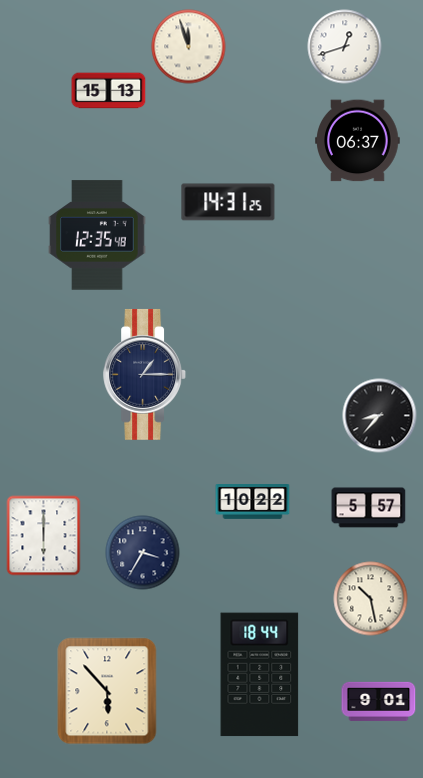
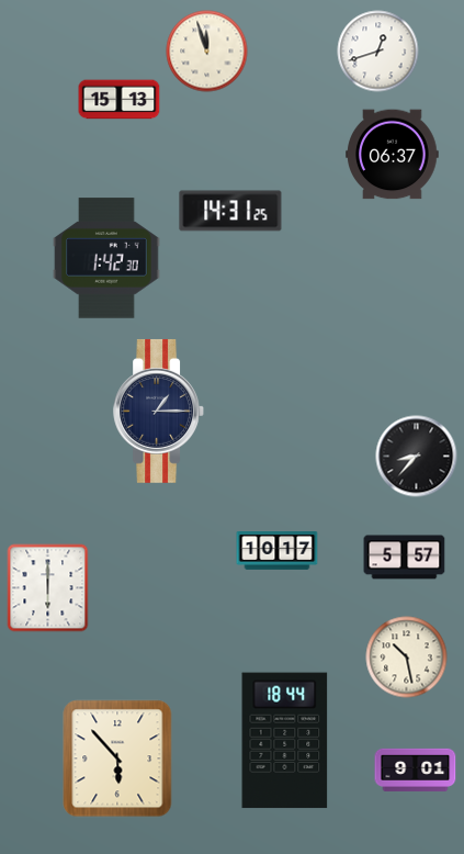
clock at (228, 202) position: (228, 202) -> (230, 211)
clock at (97, 235): 12:35 -> 1:42
clock at (253, 502): 10:22 -> 10:17
clock at (143, 553): 3:35 -> none
